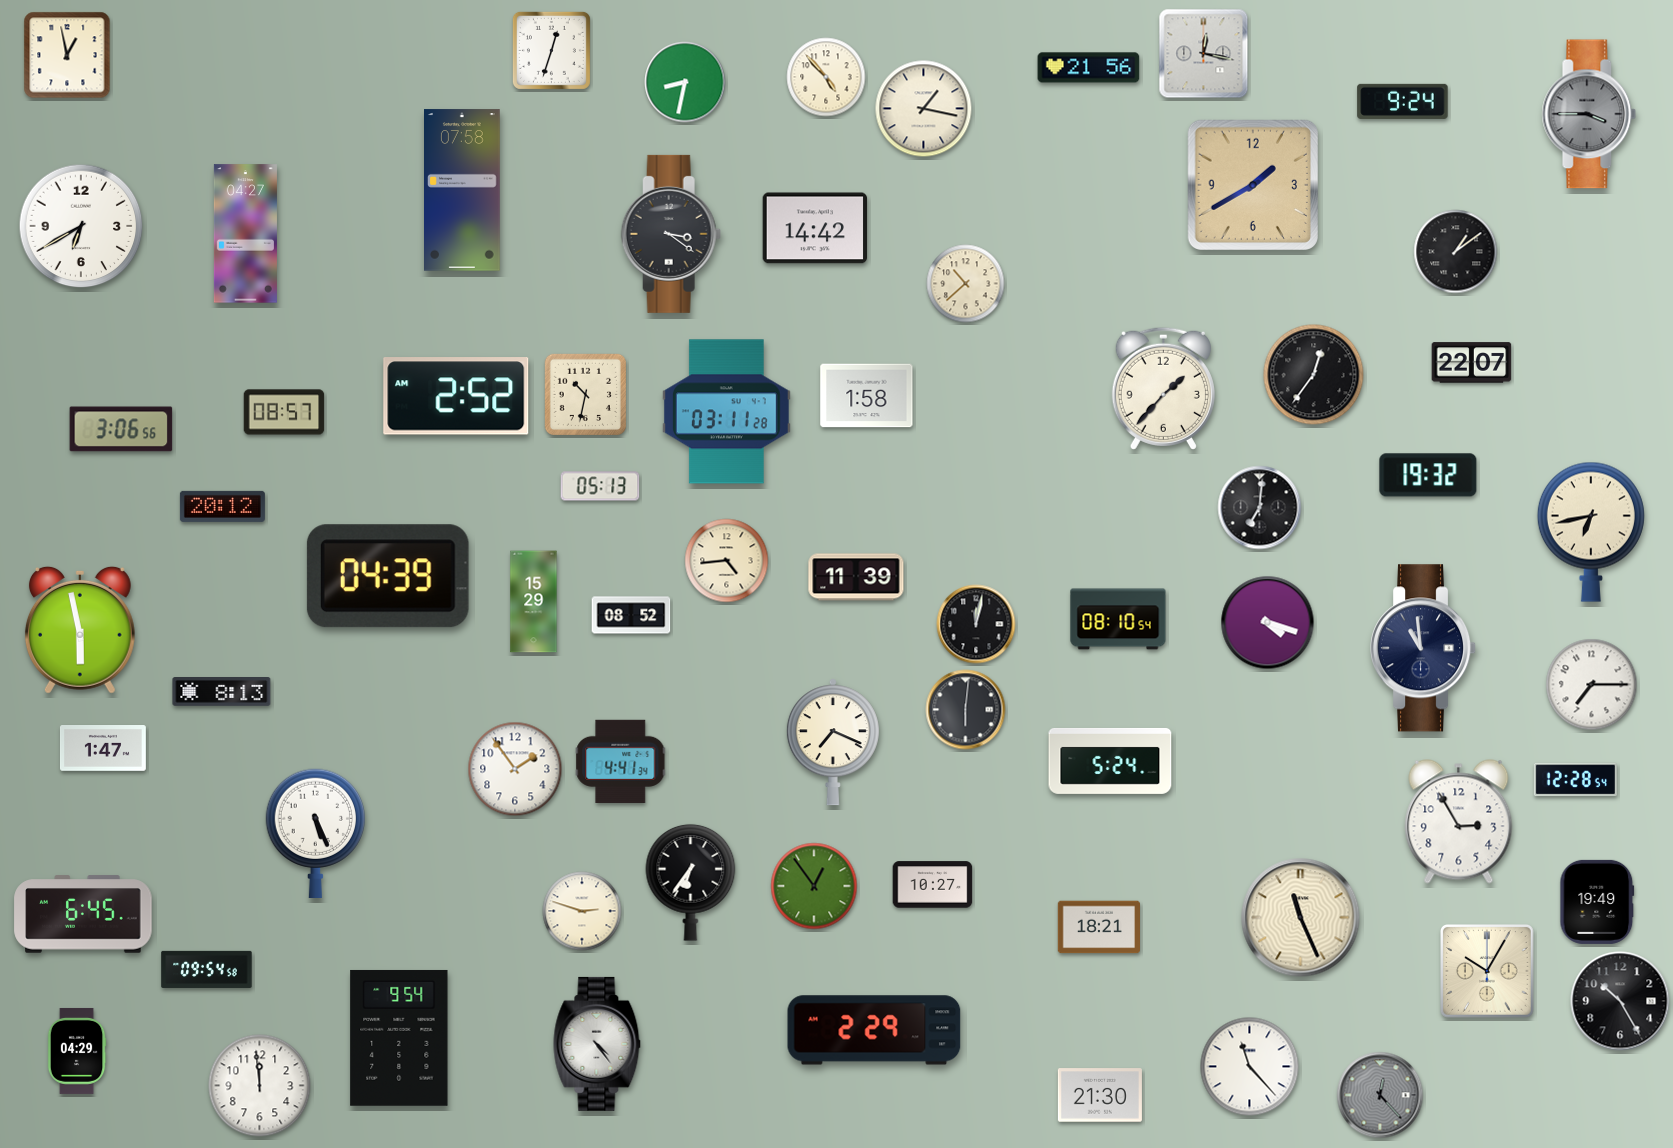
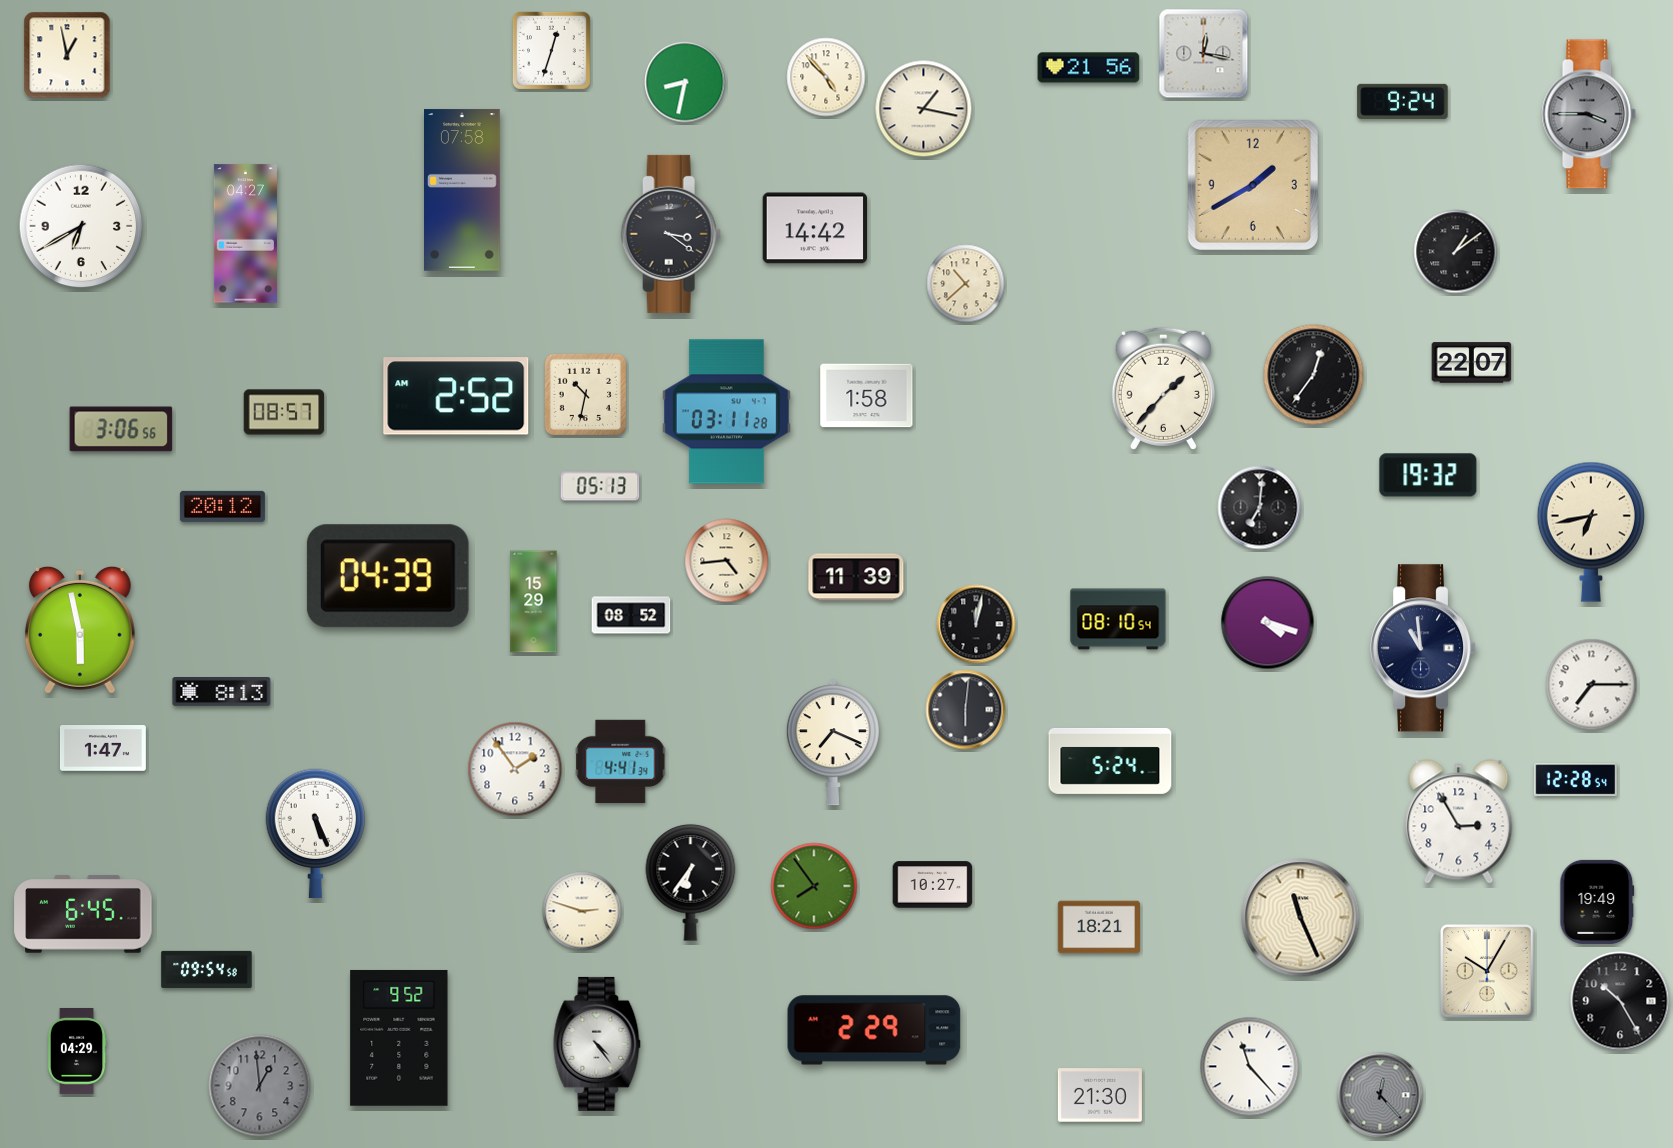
clock at (814, 886): 12:54 -> 7:54
clock at (399, 1038): 9:54 -> 9:52
clock at (260, 1086): 11:59 -> 12:59
clock at (260, 1086) dial: white -> grey
